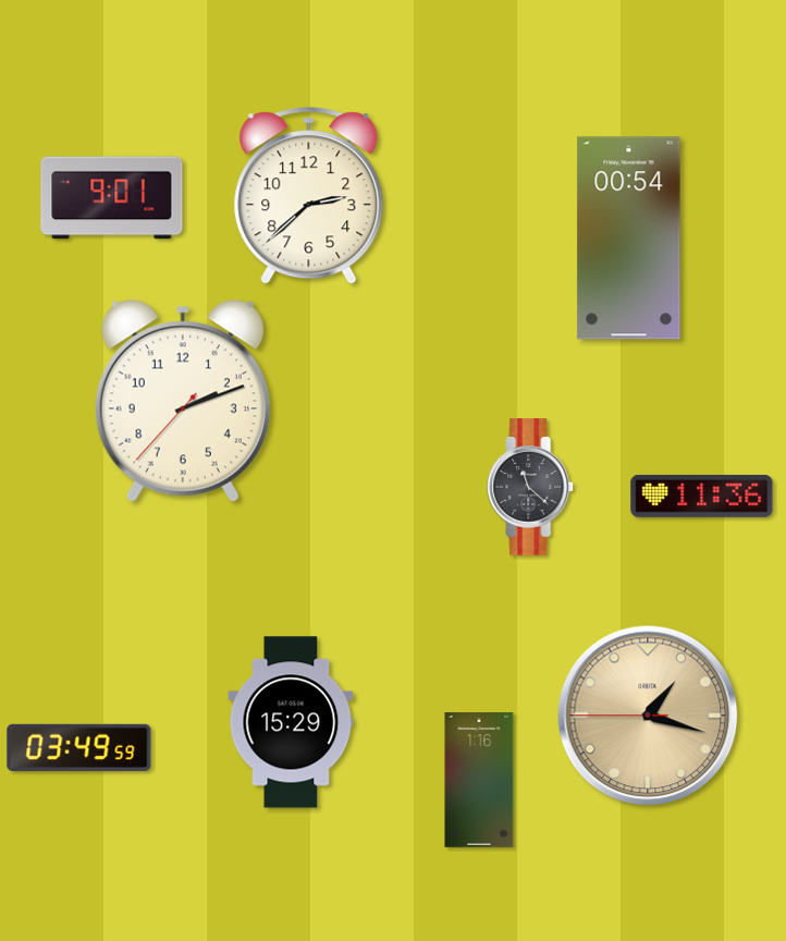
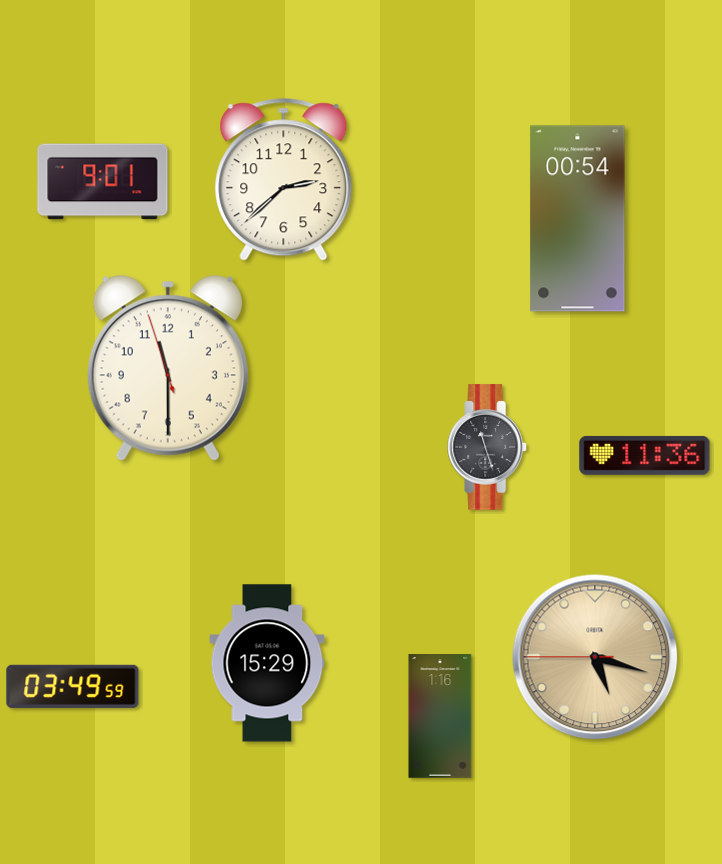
clock at (183, 401): 2:11 -> 11:29
clock at (530, 487): 11:22 -> 11:27
clock at (648, 716): 1:17 -> 5:17
